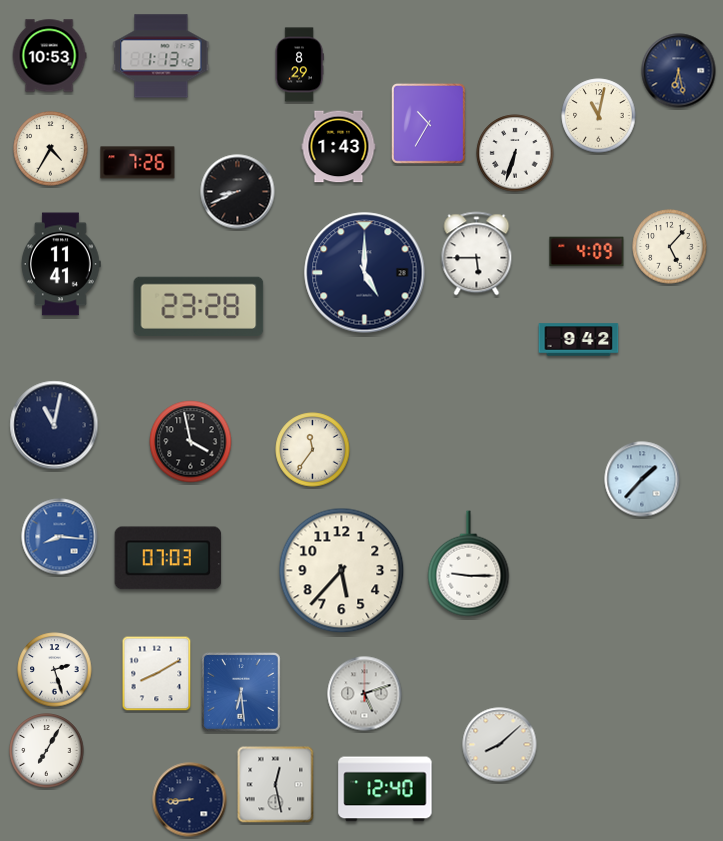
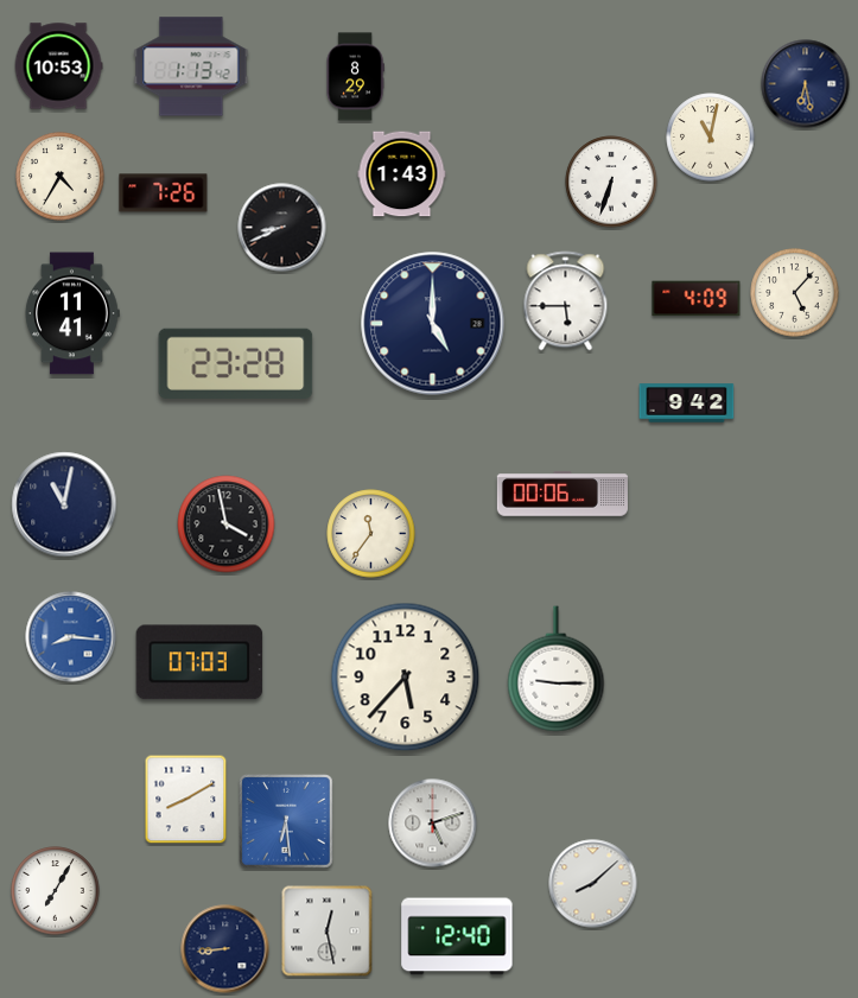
clock at (428, 123): 10:35 -> none
clock at (563, 494): none -> 00:06
clock at (642, 479): 1:37 -> none
clock at (55, 670): 2:27 -> none
